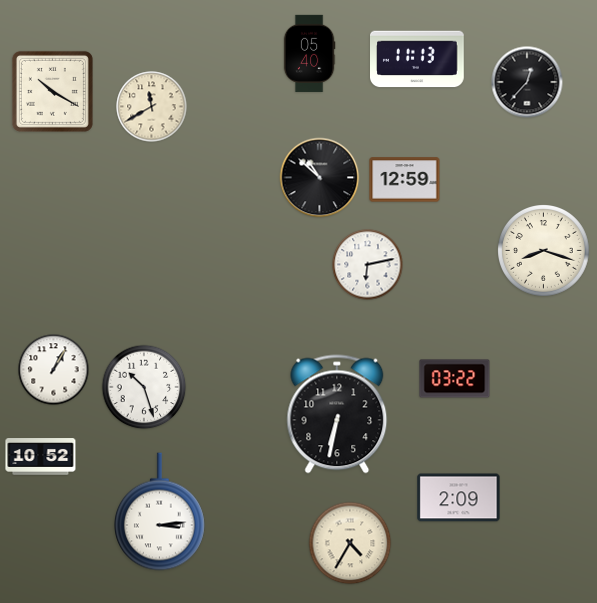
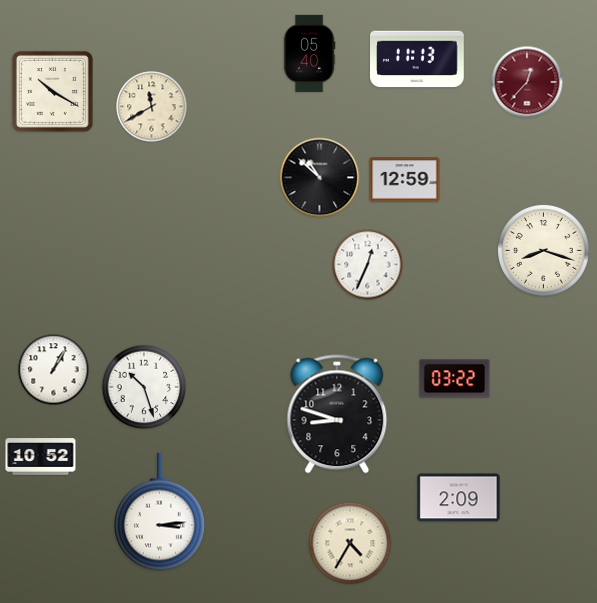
clock at (527, 82) dial: black -> burgundy
clock at (368, 265): 6:13 -> 12:34
clock at (337, 414): 6:32 -> 8:48
